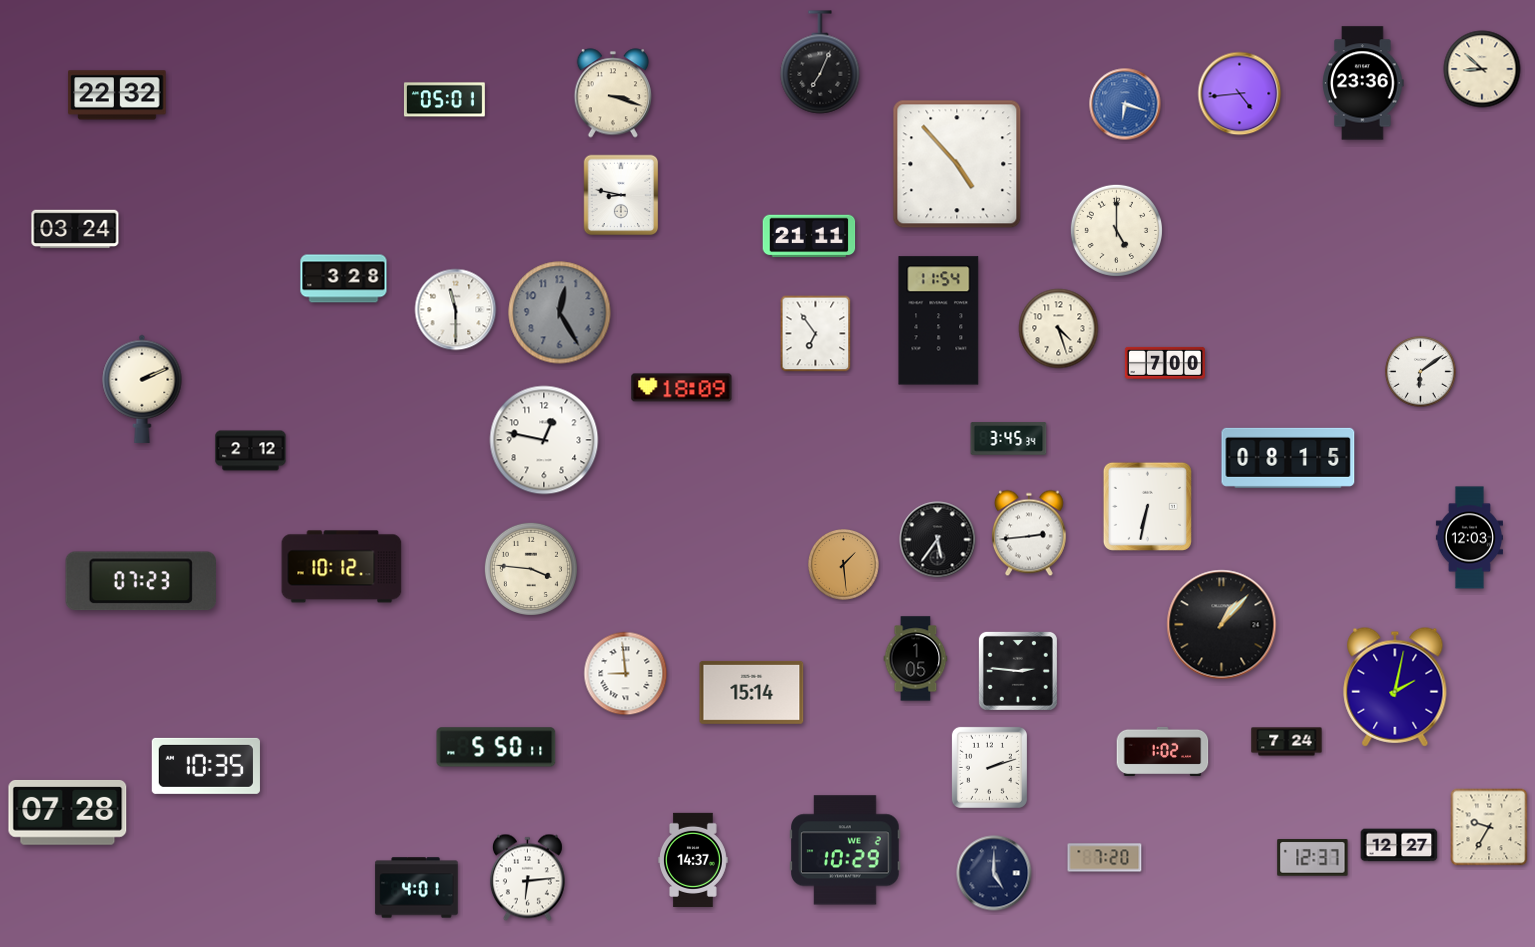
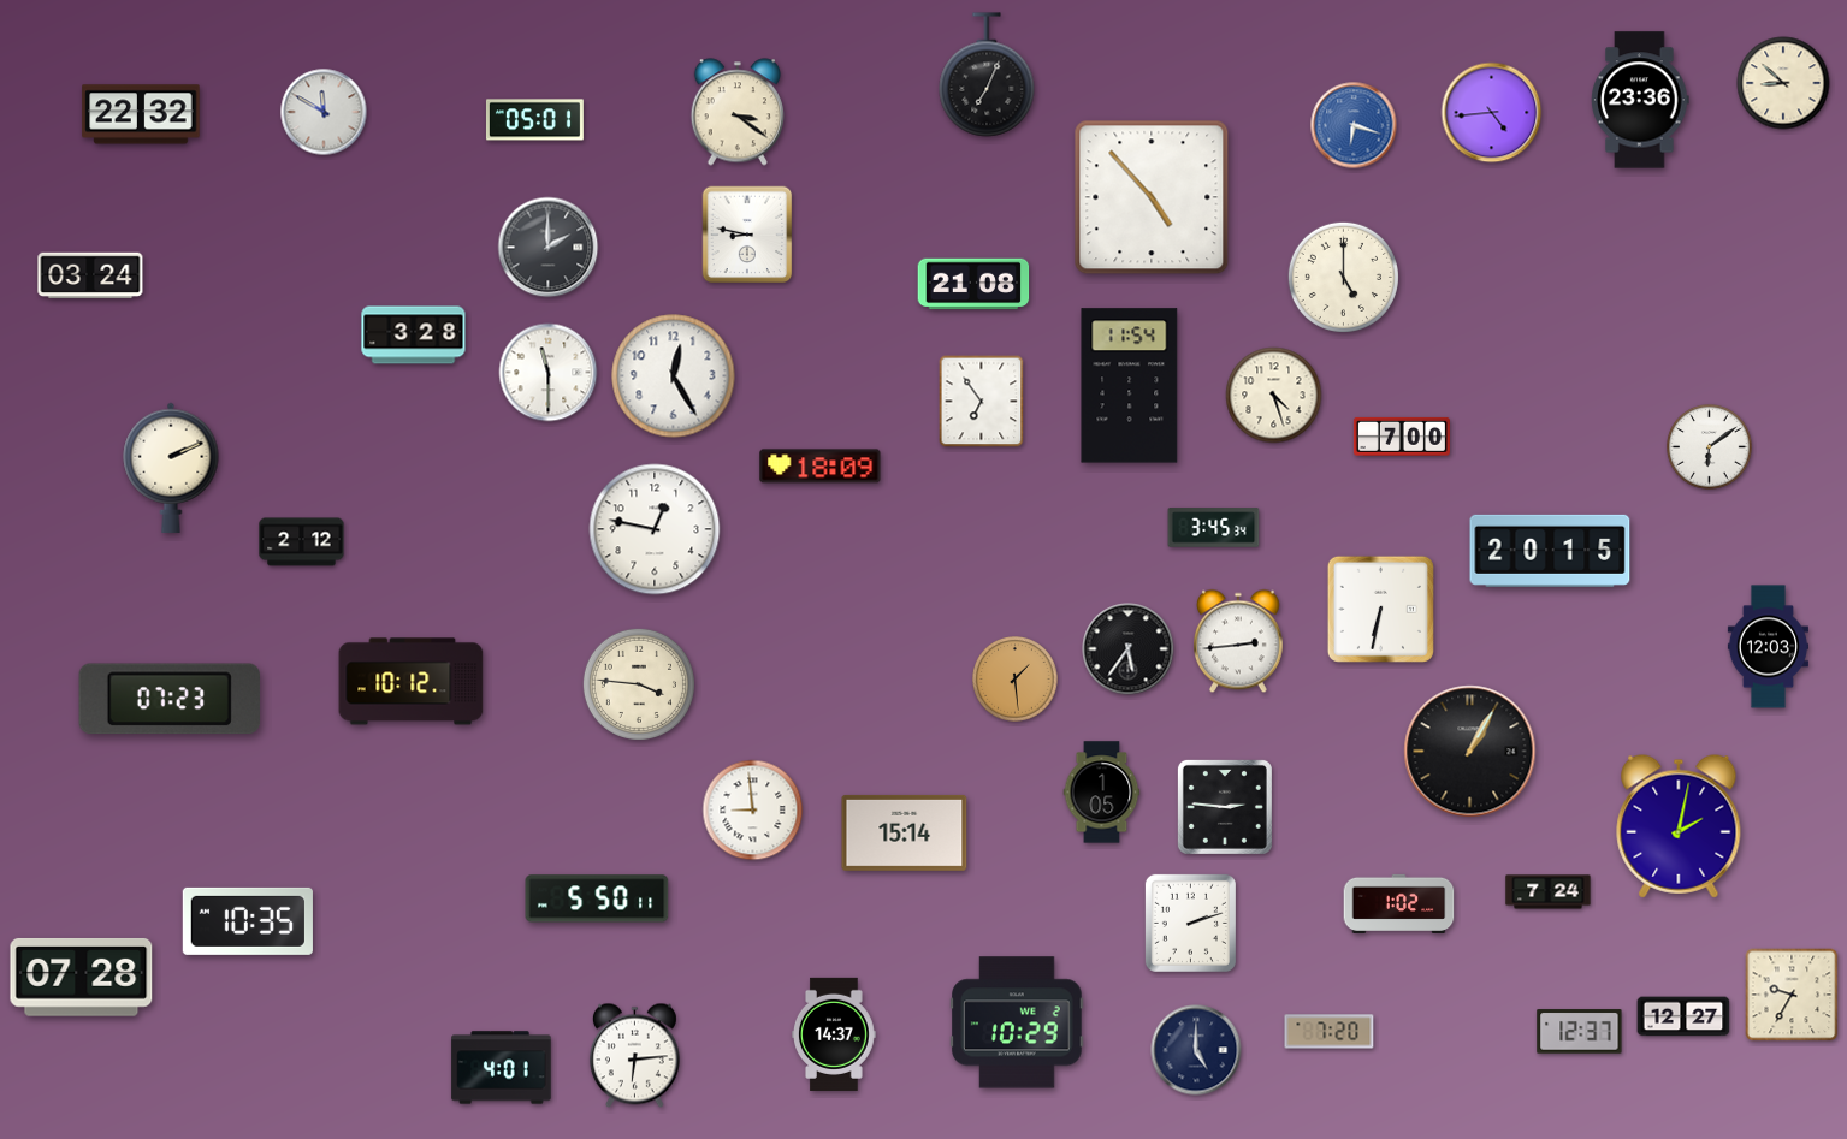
clock at (324, 112): none -> 11:50
clock at (612, 93): 3:18 -> 3:21
clock at (549, 248): none -> 2:00
clock at (809, 236): 21:11 -> 21:08
clock at (560, 313) dial: grey -> white
clock at (1288, 458): 08:15 -> 20:15
clock at (1222, 625): 1:07 -> 1:05
